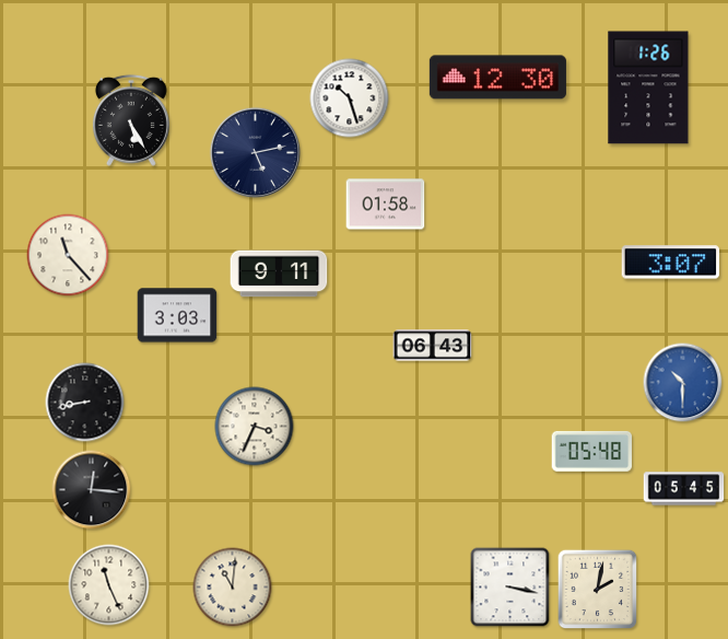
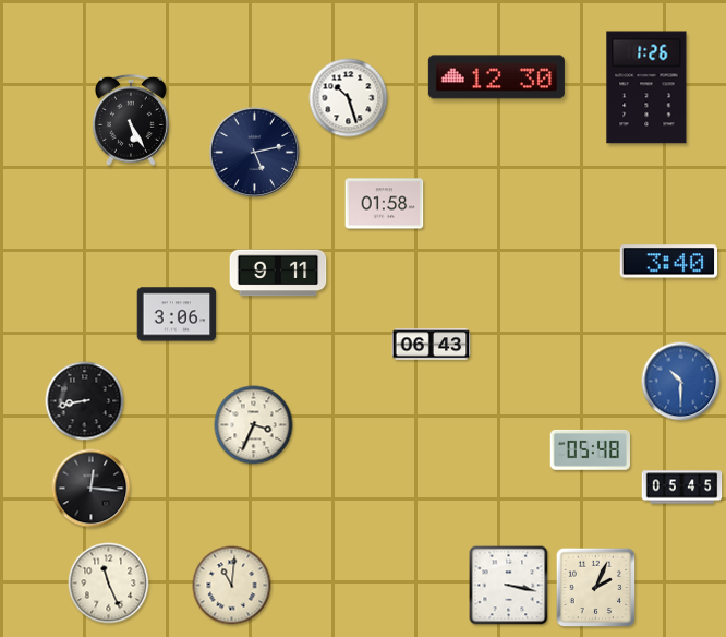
clock at (68, 255): 11:23 -> none
clock at (671, 263): 3:07 -> 3:40
clock at (177, 315): 3:03 -> 3:06
clock at (598, 590): 2:02 -> 2:04
